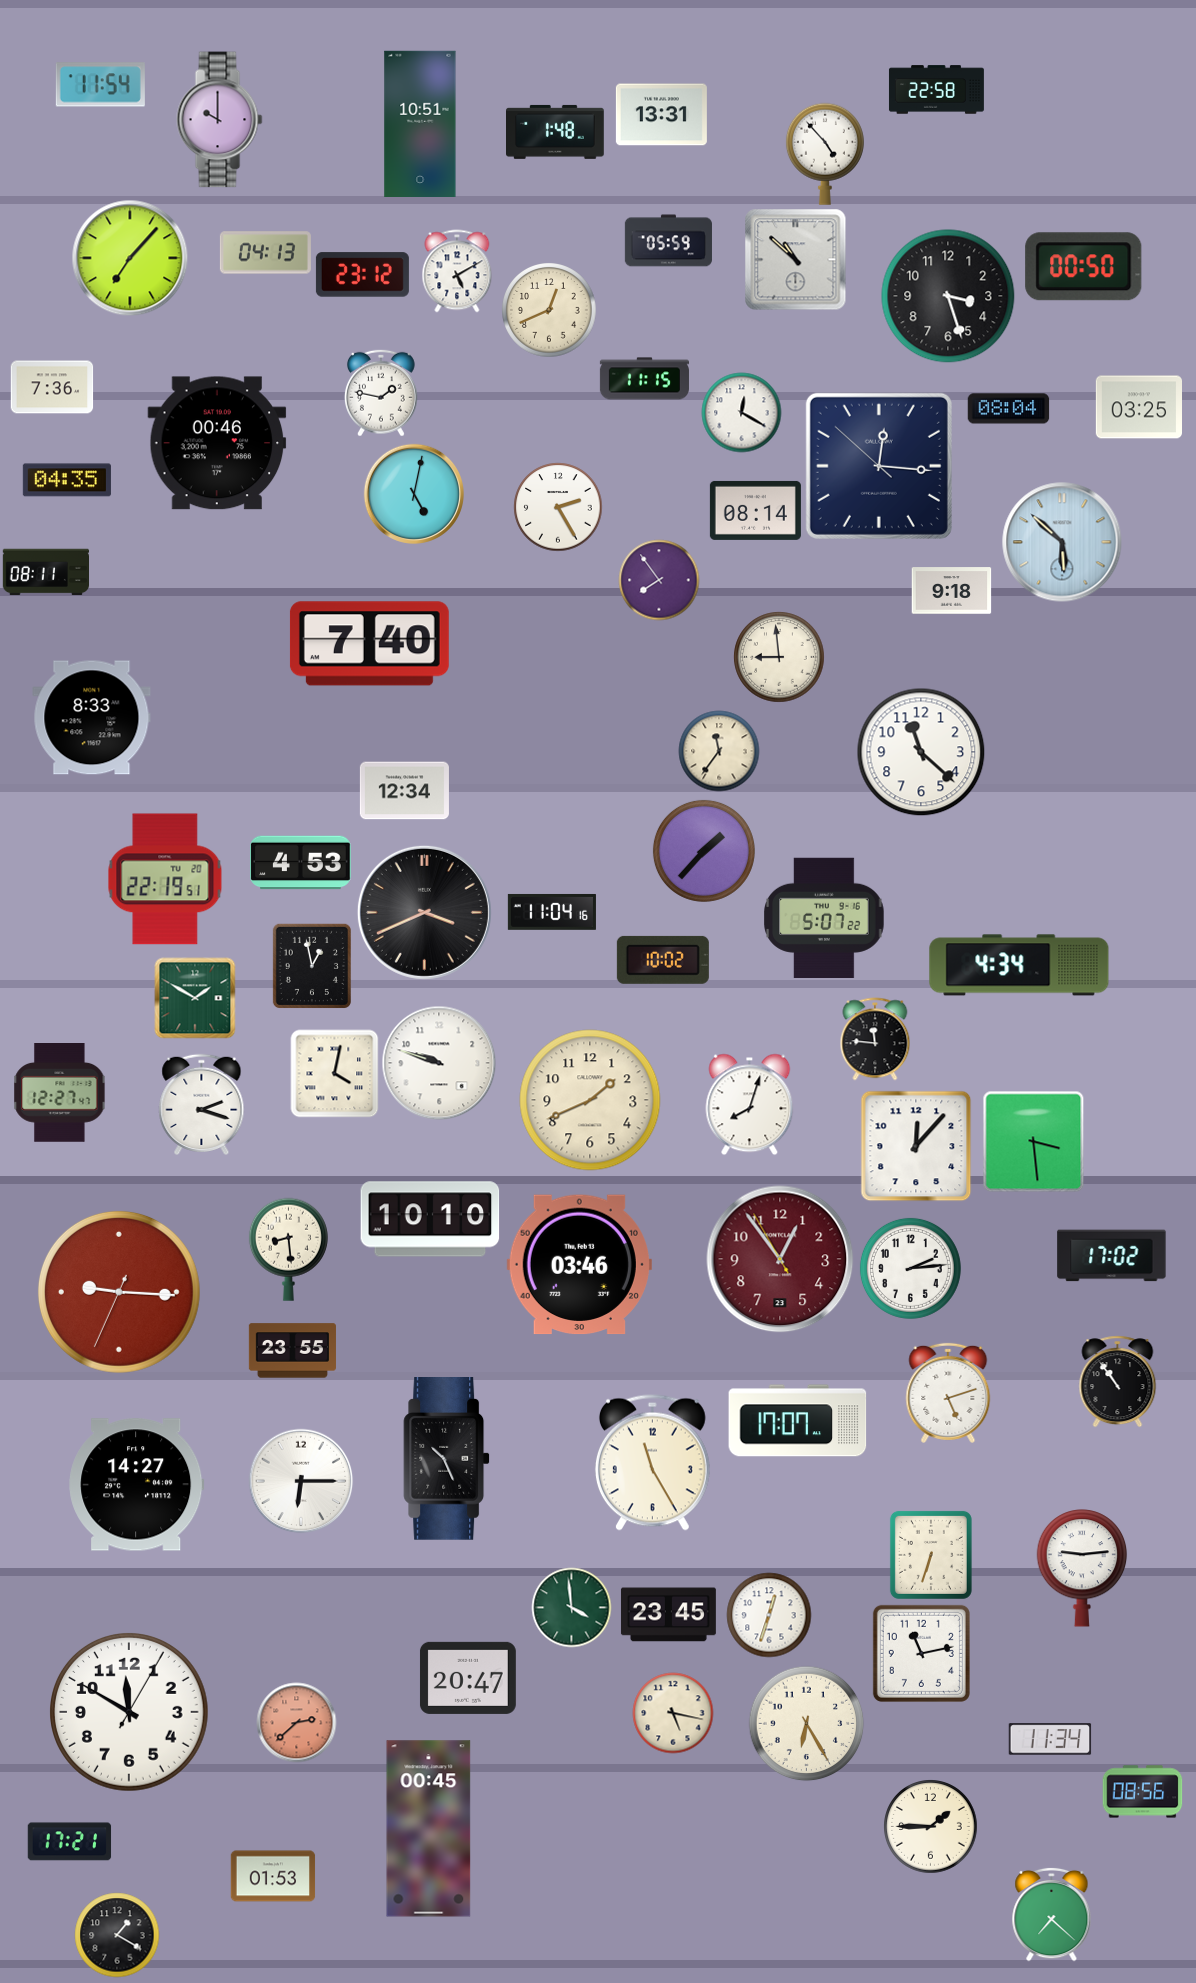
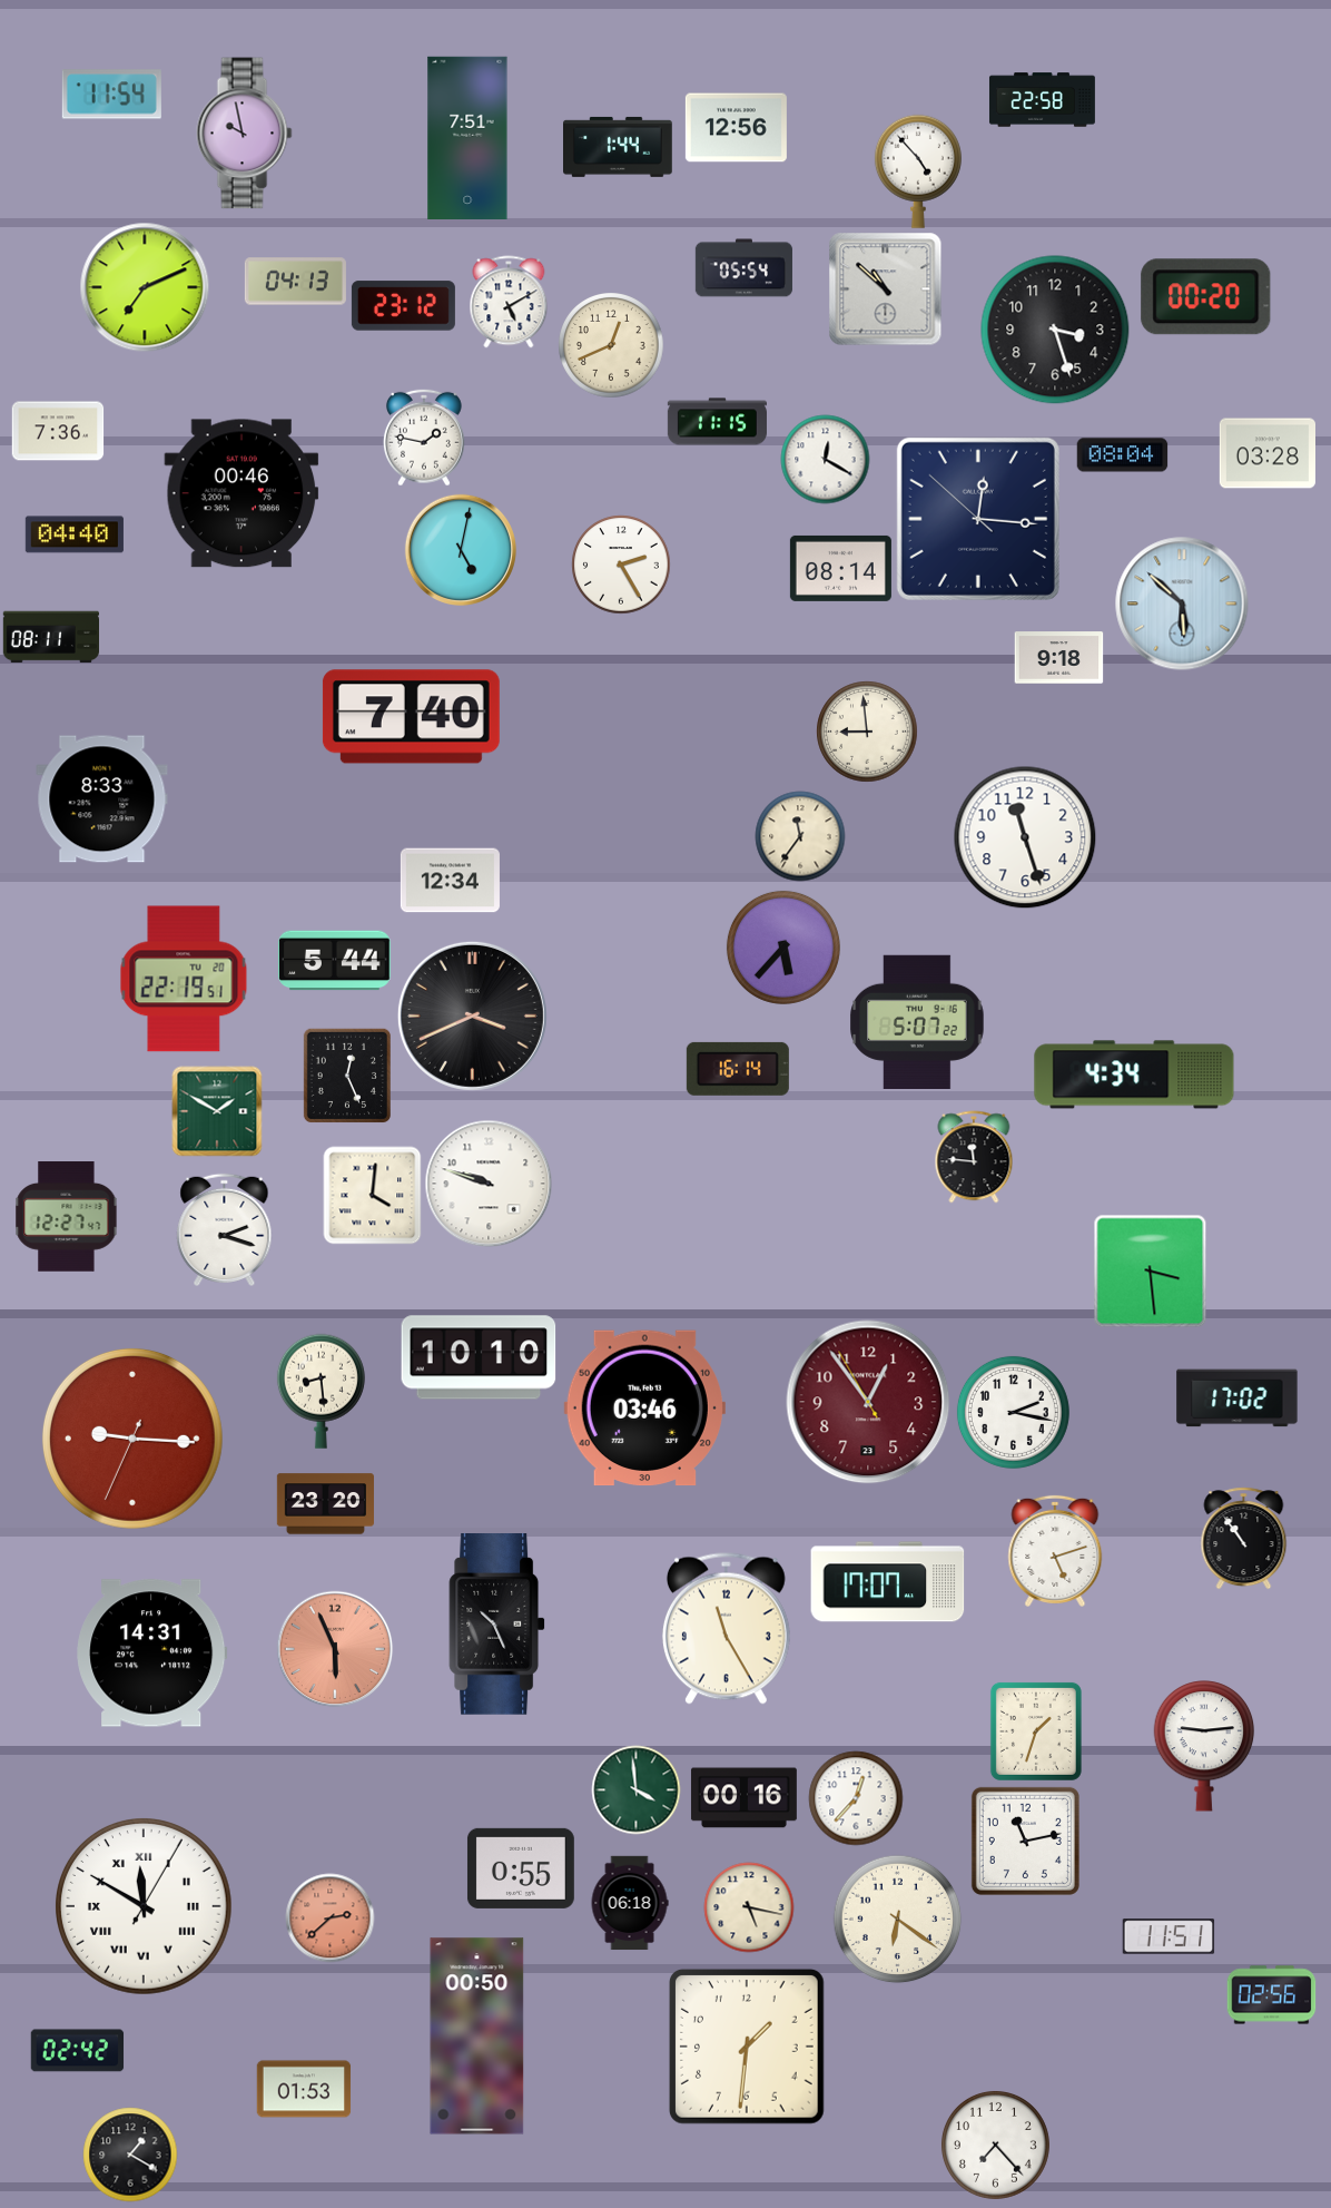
clock at (661, 115): 13:31 -> 12:56
clock at (220, 120): 10:00 -> 9:58
clock at (420, 123): 10:51 -> 7:51
clock at (556, 132): 1:48 -> 1:44
clock at (668, 241): 05:59 -> 05:54
clock at (130, 258): 7:07 -> 7:11
clock at (1084, 267): 00:50 -> 00:20
clock at (1138, 407): 03:25 -> 03:28
clock at (67, 480): 04:35 -> 04:40
clock at (659, 580): 7:54 -> none
clock at (921, 752): 11:22 -> 11:27
clock at (704, 851): 1:37 -> 5:37
clock at (301, 863): 4:53 -> 5:44
clock at (552, 912): 11:04 -> none
clock at (663, 960): 10:02 -> 16:14
clock at (312, 966): 12:58 -> 12:26
clock at (334, 1073): 4:02 -> 4:01
clock at (590, 1100): 1:41 -> none
clock at (750, 1104): 8:03 -> none
clock at (916, 1146): 12:07 -> none
clock at (910, 1268): 2:14 -> 2:17
clock at (292, 1351): 23:55 -> 23:20
clock at (301, 1481): 6:15 -> 5:56
clock at (301, 1481) dial: white -> salmon
clock at (137, 1485): 14:27 -> 14:31
clock at (931, 1555): 6:33 -> 1:33
clock at (668, 1615): 23:45 -> 00:16
clock at (769, 1615): 12:33 -> 12:37
clock at (468, 1678): 20:47 -> 0:55
clock at (630, 1903): none -> 06:18
clock at (130, 1713) numerals: Arabic -> Roman
clock at (806, 1723): 6:25 -> 6:21
clock at (1050, 1739): 11:34 -> 11:51
clock at (1142, 1792): 08:56 -> 02:56
clock at (930, 1826): 1:45 -> none
clock at (429, 1829): 00:45 -> 00:50
clock at (747, 2047): none -> 1:31
clock at (69, 1842): 17:21 -> 02:42
clock at (1052, 1914): 7:22 -> none
clock at (995, 2145): none -> 7:23
